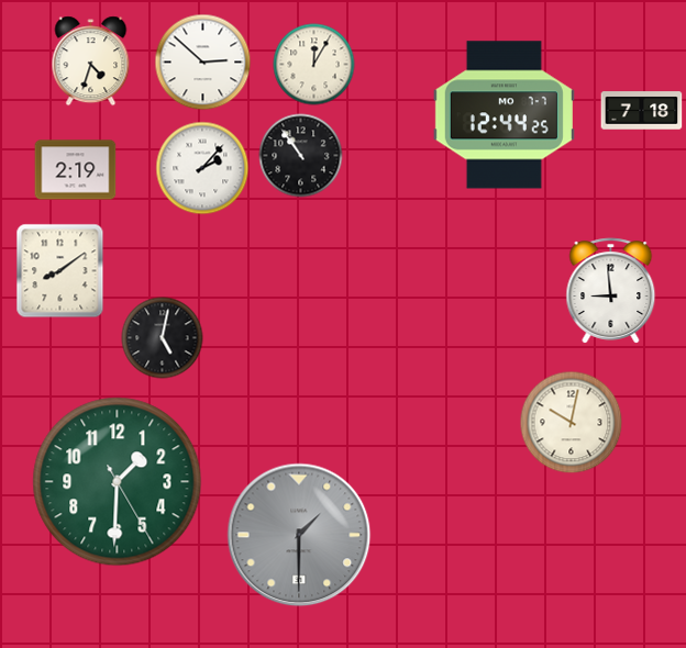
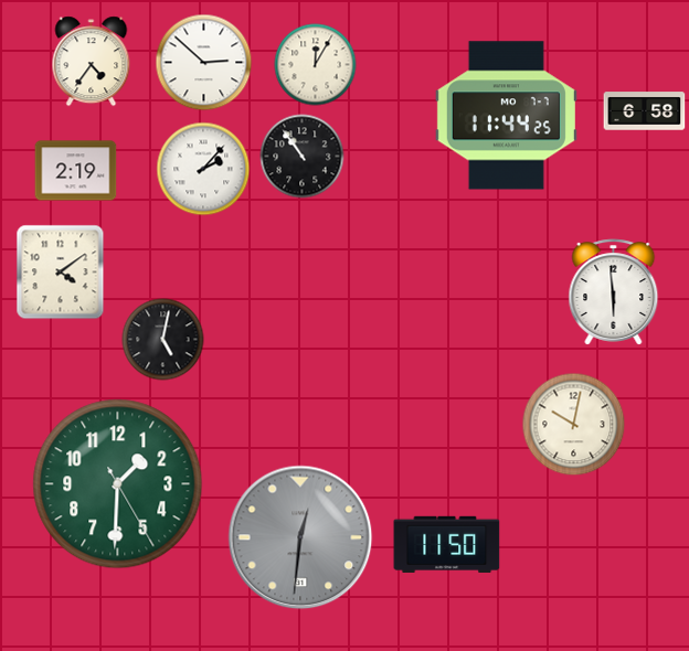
clock at (91, 62): 4:33 -> 4:36
clock at (642, 111): 7:18 -> 6:58
clock at (504, 115): 12:44 -> 11:44
clock at (60, 271): 8:09 -> 4:09
clock at (611, 291): 8:59 -> 5:59
clock at (299, 535): 1:30 -> 12:31
clock at (447, 544): none -> 11:50
